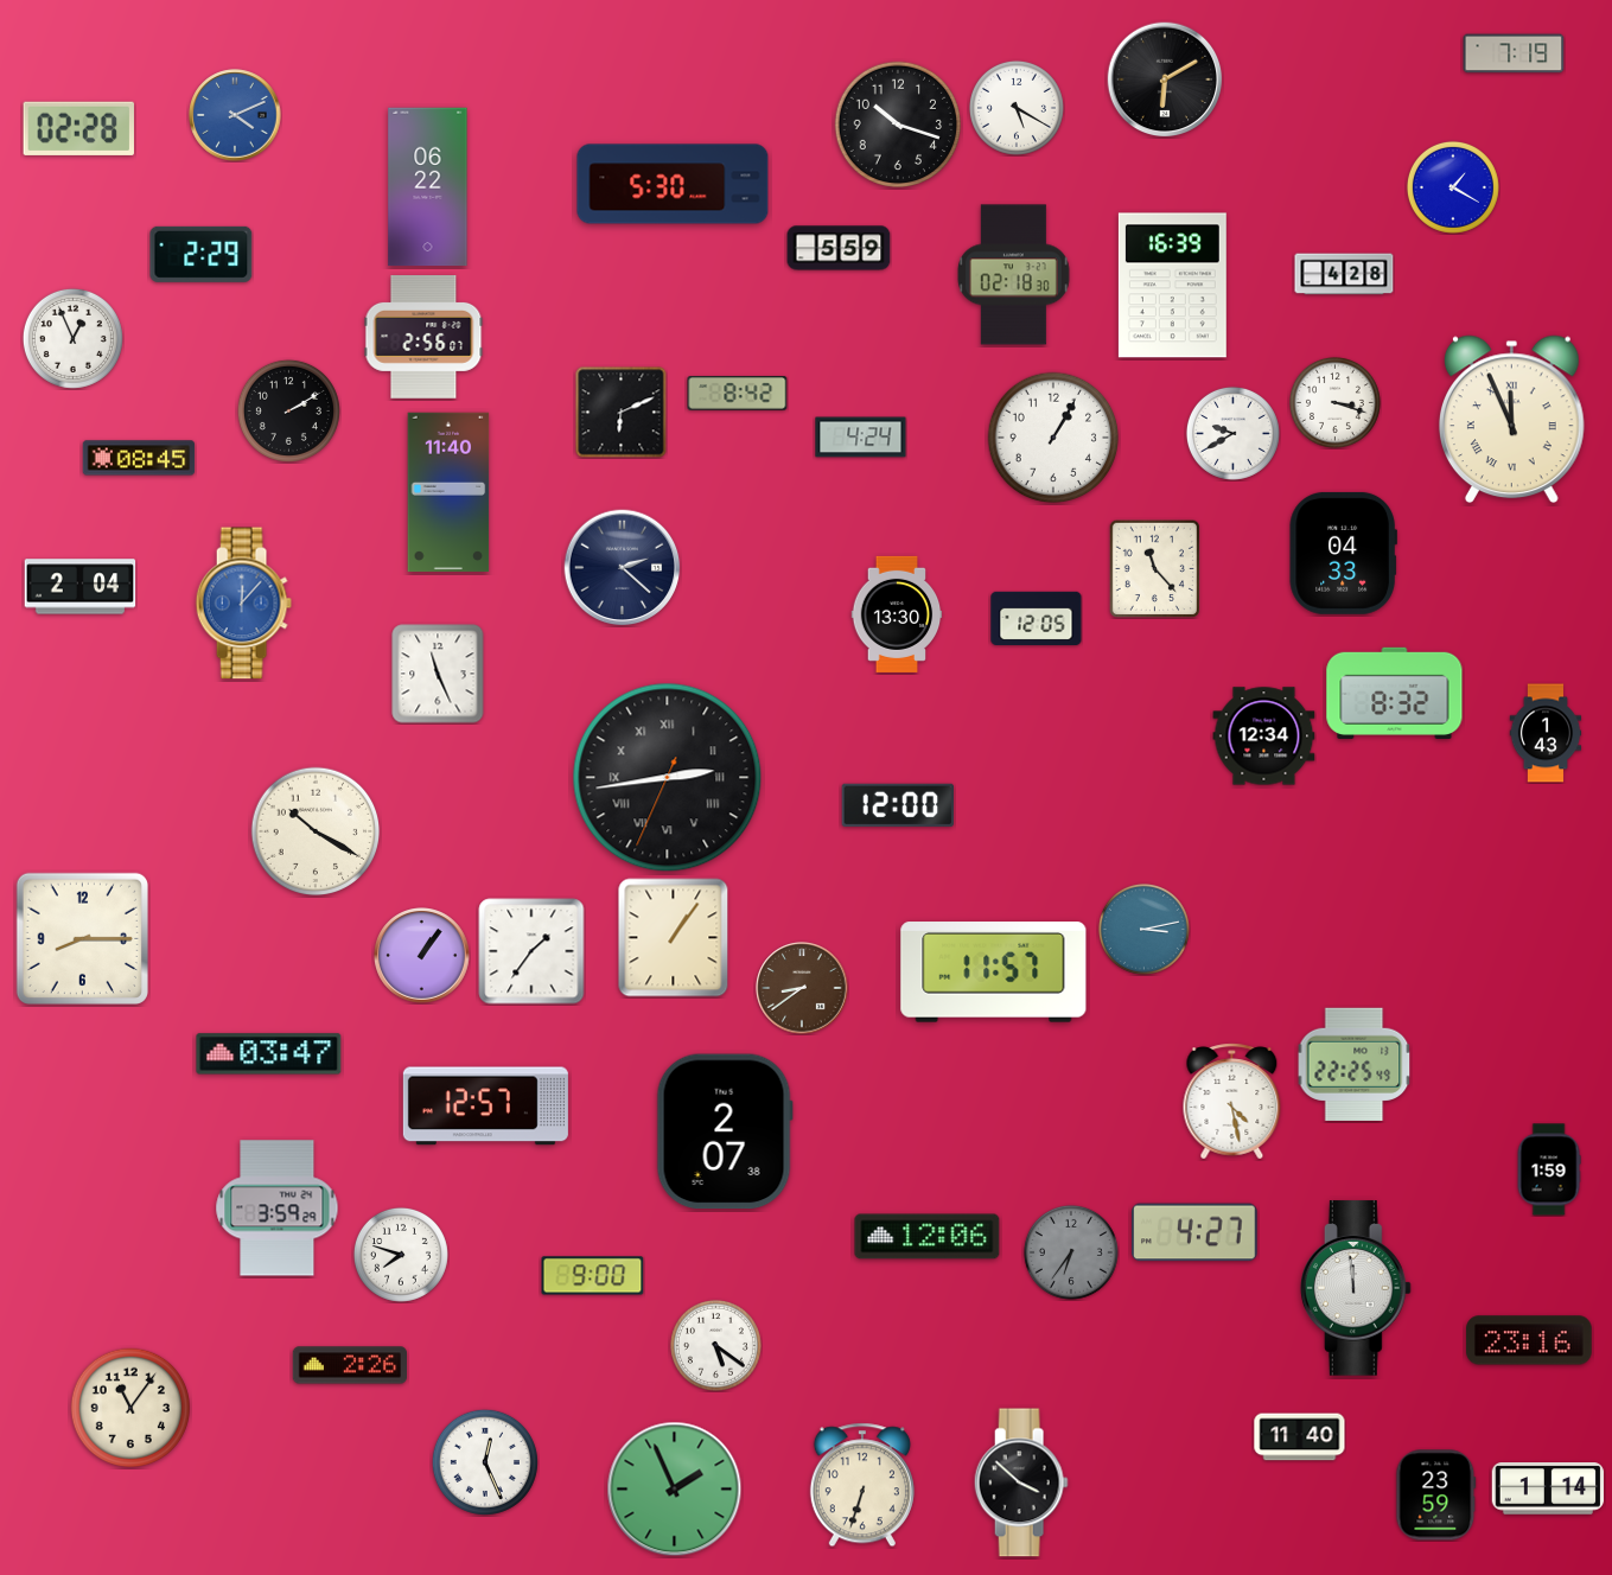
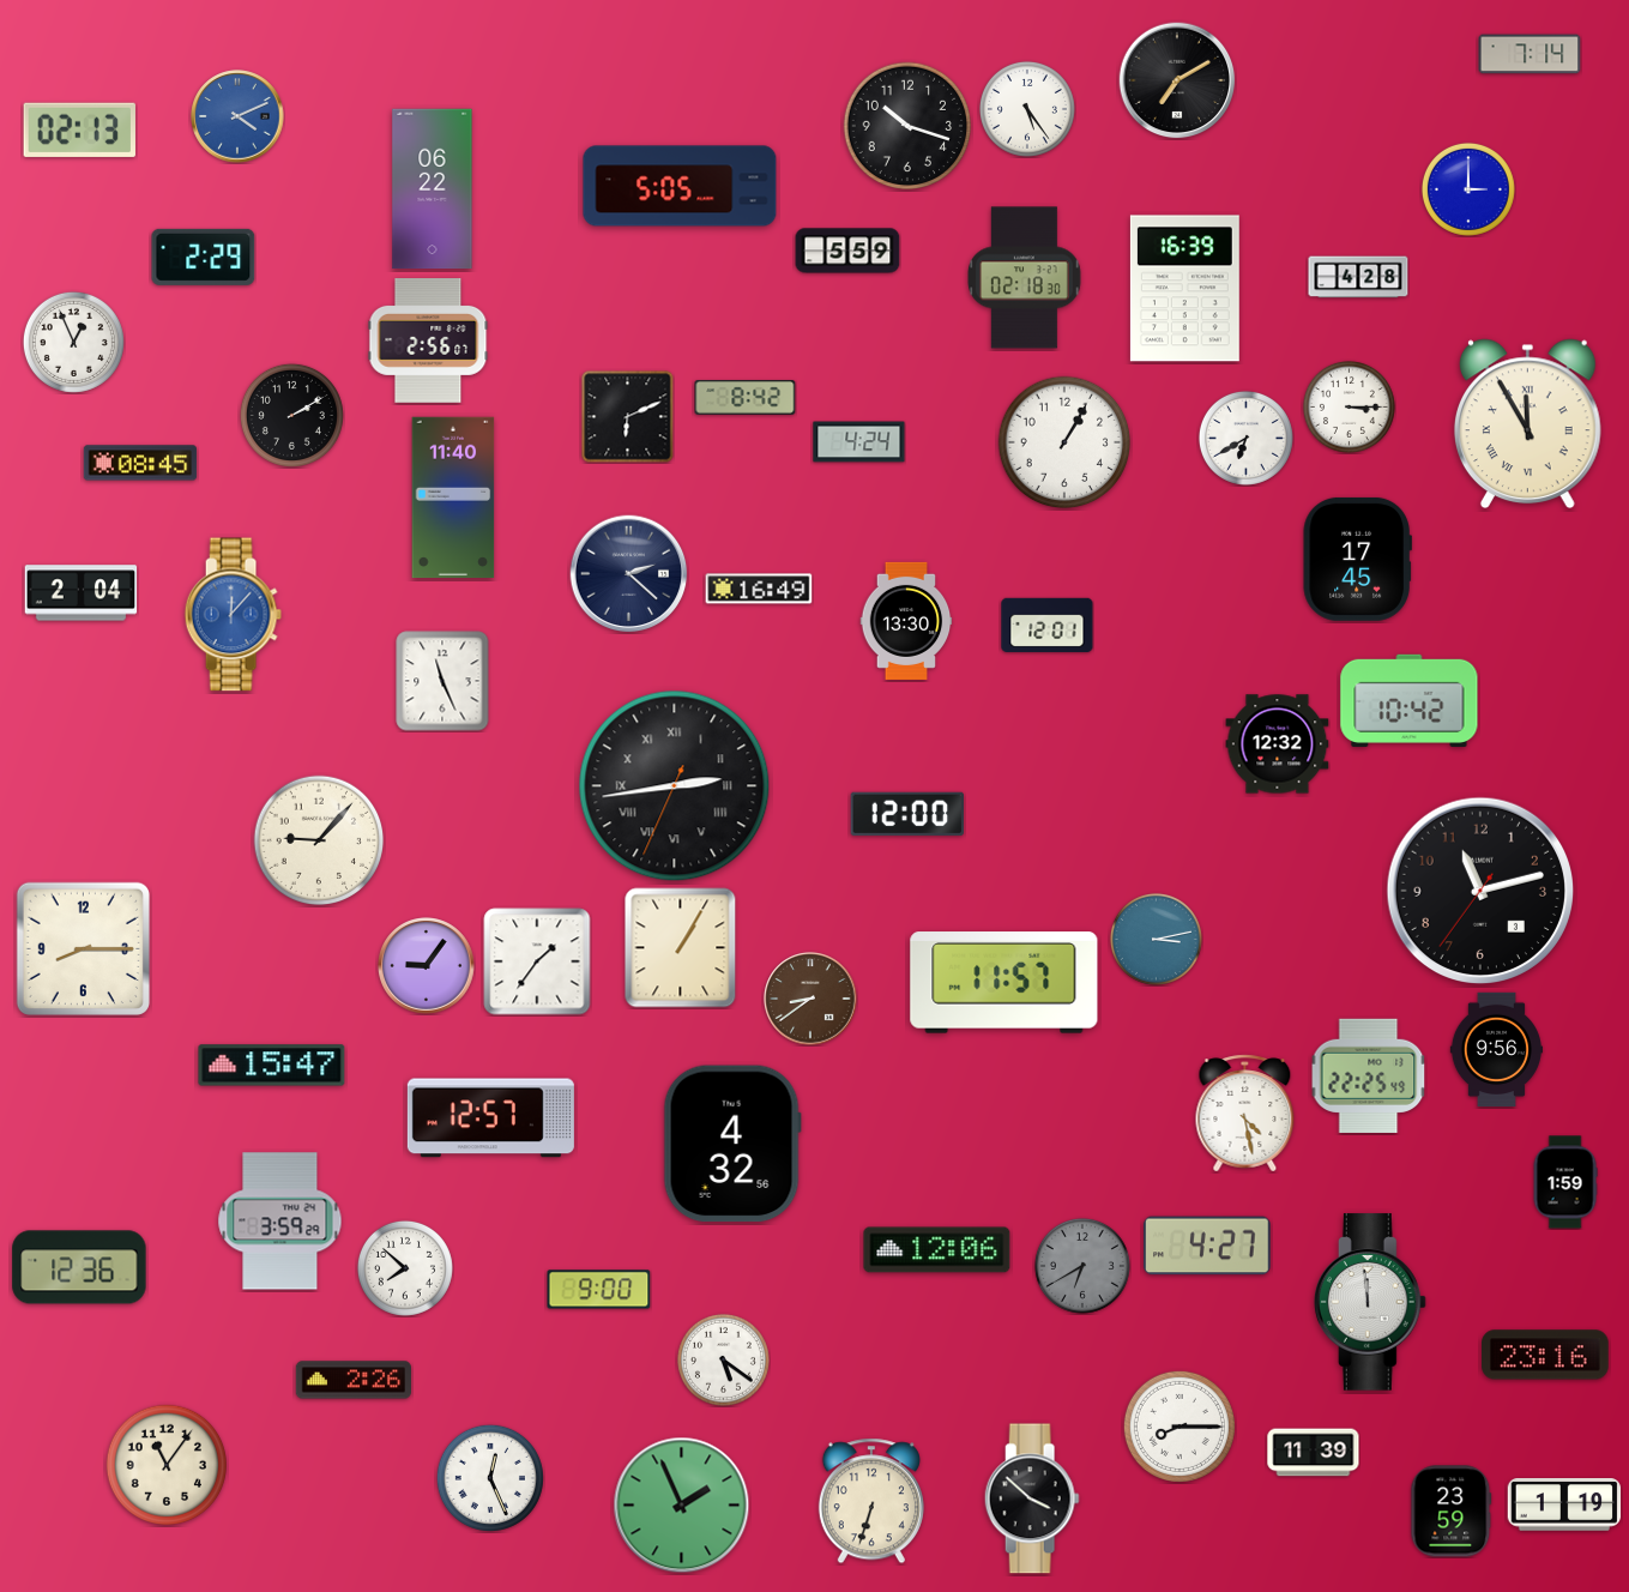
clock at (1514, 53): 7:19 -> 7:14
clock at (1165, 79): 6:10 -> 7:10
clock at (1017, 108): 5:20 -> 5:24
clock at (78, 128): 02:28 -> 02:13
clock at (673, 184): 5:30 -> 5:05
clock at (1453, 187): 1:20 -> 3:00
clock at (1334, 402): 3:18 -> 3:15
clock at (1511, 420): 11:56 -> 11:55
clock at (1232, 433): 9:40 -> 6:40
clock at (861, 438) position: (861, 438) -> (859, 442)
clock at (1343, 553): 04:33 -> 17:45
clock at (1154, 568): 11:23 -> none
clock at (759, 589): none -> 16:49
clock at (243, 604) position: (243, 604) -> (233, 615)
clock at (1037, 618): 12:05 -> 12:01
clock at (1395, 693): 8:32 -> 10:42
clock at (1546, 733): 1:43 -> none
clock at (1264, 737): 12:34 -> 12:32
clock at (316, 831): 10:20 -> 9:07
clock at (1479, 890): none -> 11:12
clock at (674, 938): 1:06 -> 1:05
clock at (422, 956): 1:06 -> 9:06
clock at (1496, 1050): none -> 9:56
clock at (269, 1054): 03:47 -> 15:47
clock at (725, 1131): 2:07 -> 4:32
clock at (1071, 1252): 6:36 -> 6:40
clock at (79, 1267): none -> 12:36
clock at (401, 1255): 7:48 -> 7:52
clock at (129, 1407) position: (129, 1407) -> (165, 1464)
clock at (1179, 1427): none -> 8:15
clock at (1300, 1437): 11:40 -> 11:39
clock at (1548, 1488): 1:14 -> 1:19
